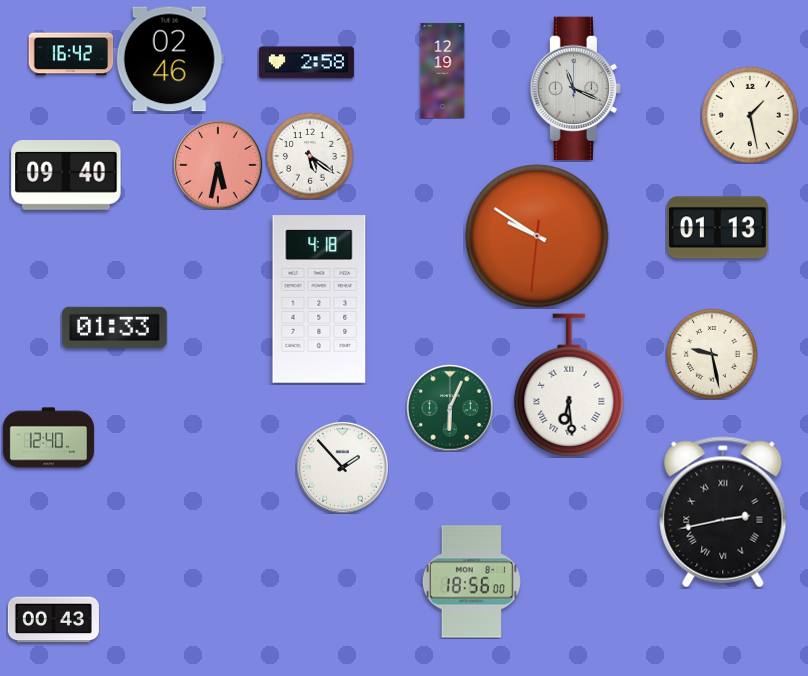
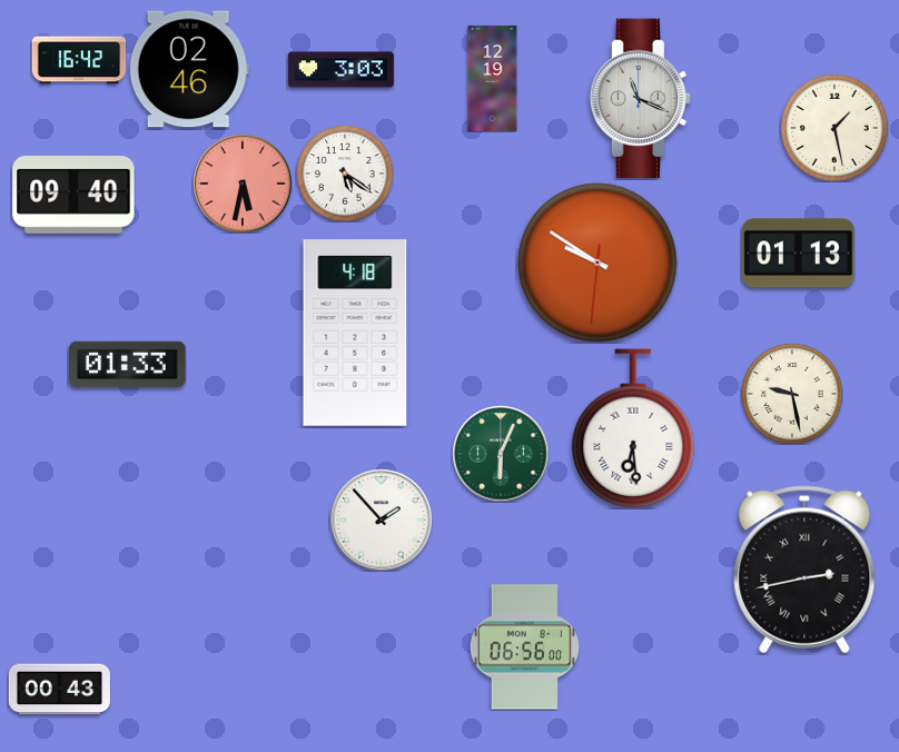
clock at (170, 59) position: (170, 59) -> (189, 69)
clock at (306, 63): 2:58 -> 3:03
clock at (48, 438): 12:40 -> none
clock at (471, 582): 18:56 -> 06:56
